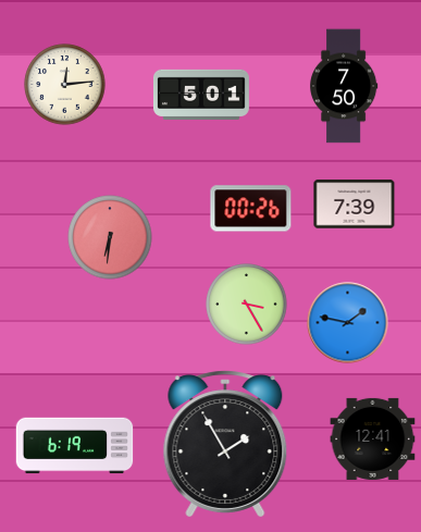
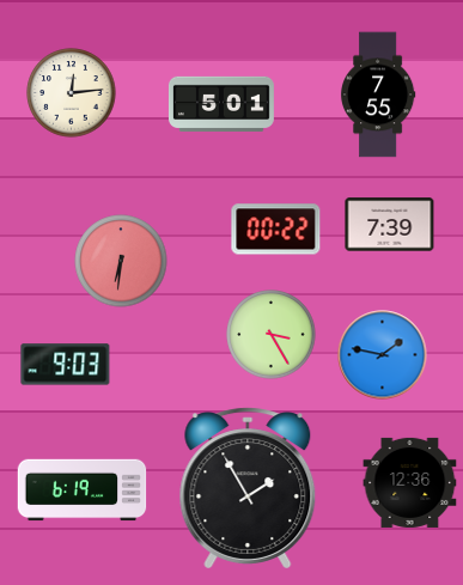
clock at (345, 86): 7:50 -> 7:55
clock at (251, 209): 00:26 -> 00:22
clock at (66, 365): none -> 9:03
clock at (373, 438): 12:41 -> 12:36
